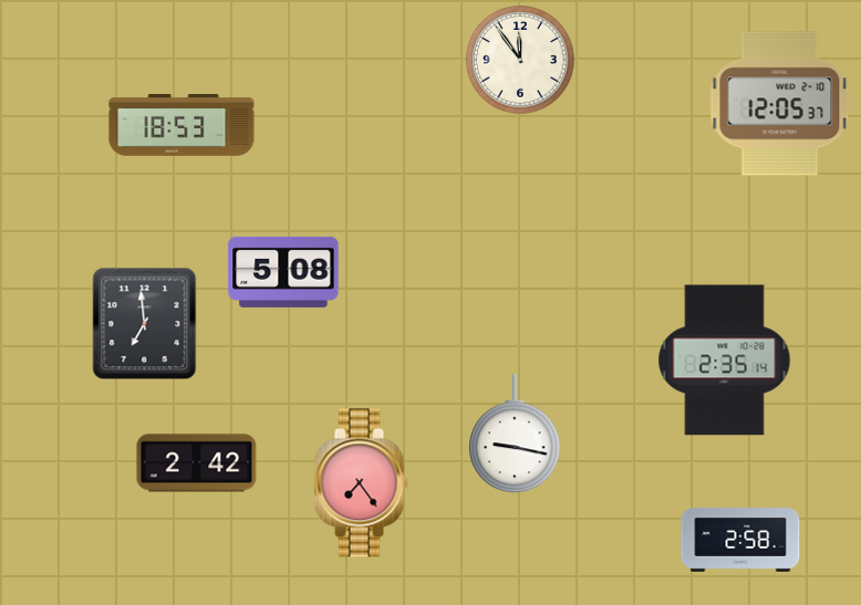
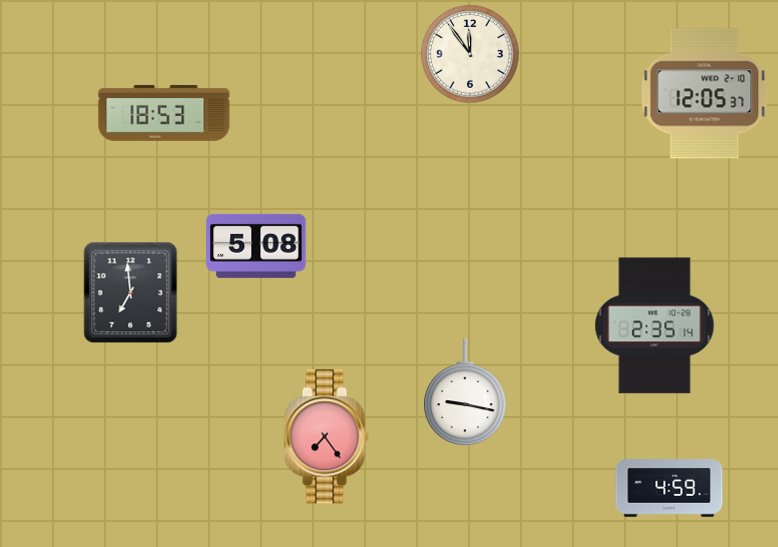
clock at (197, 463): 2:42 -> none
clock at (740, 540): 2:58 -> 4:59
